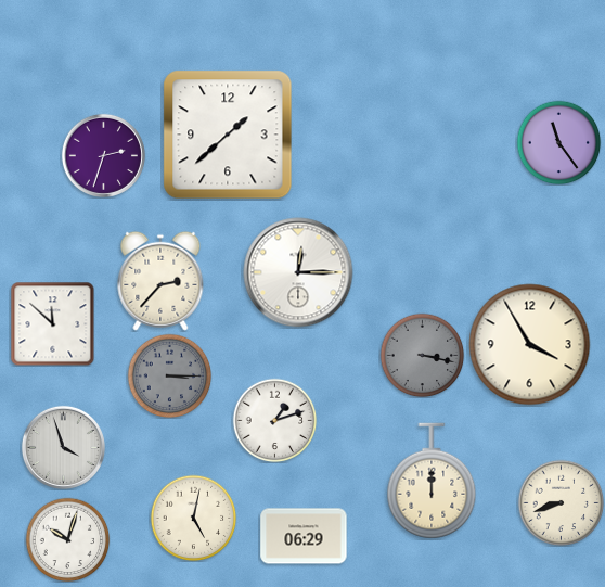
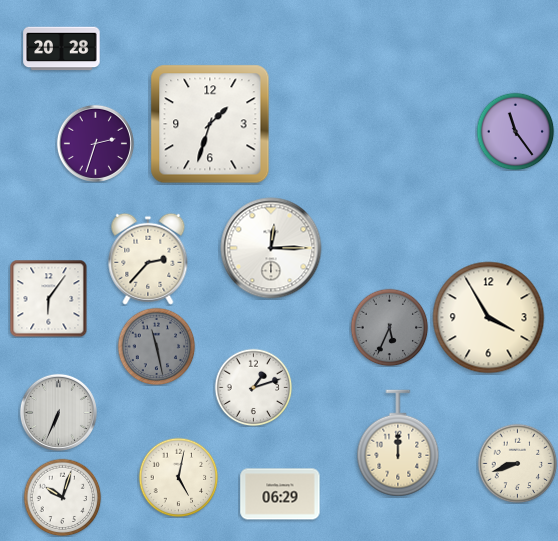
clock at (62, 49): none -> 20:28
clock at (228, 135): 1:38 -> 1:33
clock at (298, 272) position: (298, 272) -> (271, 248)
clock at (52, 323): 11:52 -> 6:06
clock at (422, 355): 3:17 -> 5:34
clock at (169, 375): 3:15 -> 11:28
clock at (63, 447): 3:57 -> 6:34
